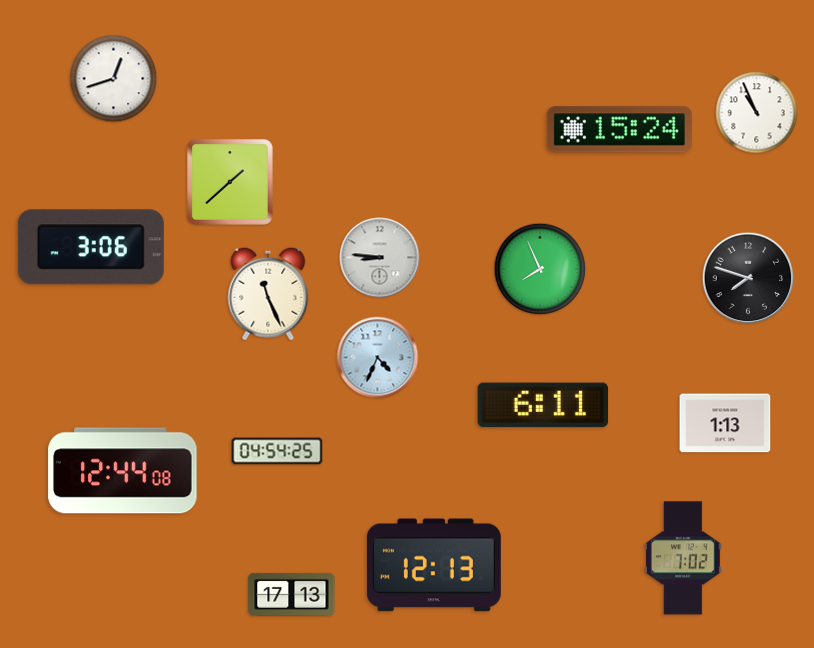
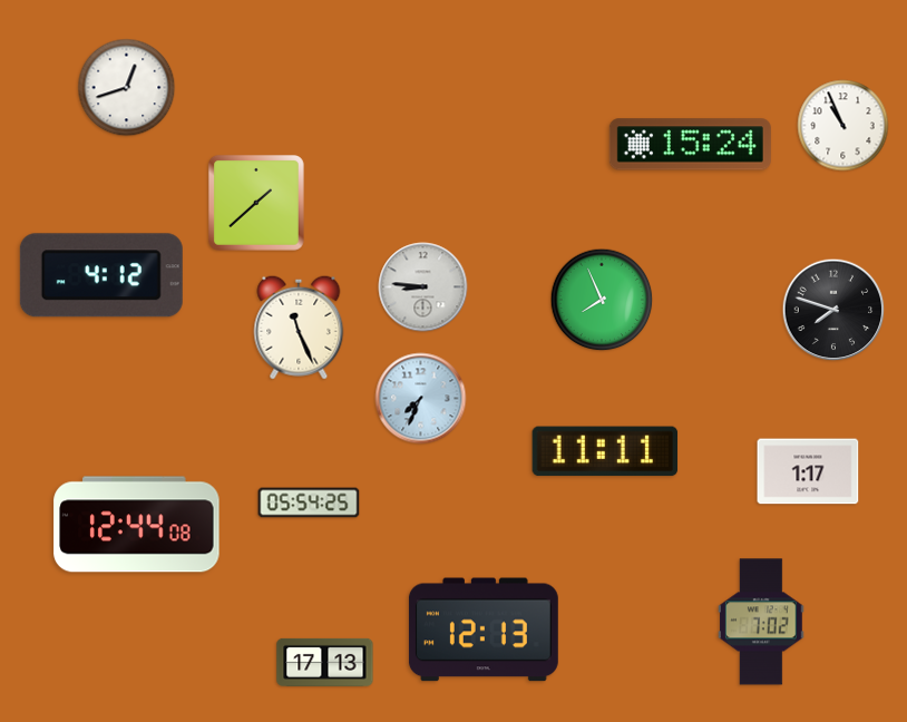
clock at (91, 247): 3:06 -> 4:12
clock at (378, 358): 4:34 -> 7:34
clock at (543, 405): 6:11 -> 11:11
clock at (725, 423): 1:13 -> 1:17
clock at (277, 451): 04:54 -> 05:54
